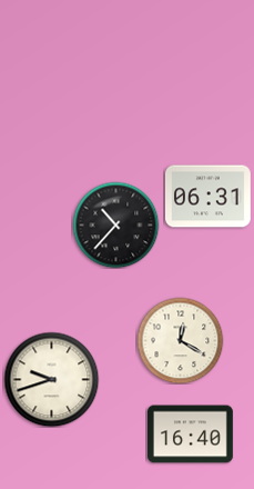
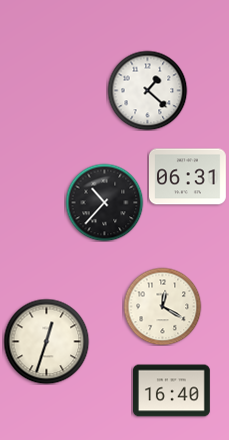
clock at (147, 90): none -> 1:22
clock at (51, 379): 9:42 -> 12:33
